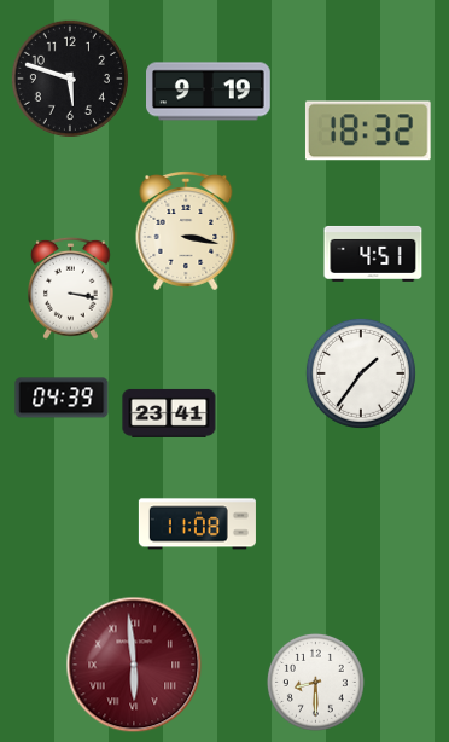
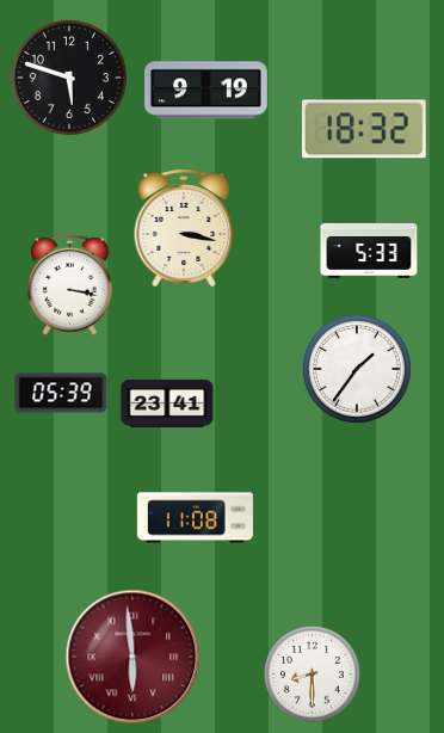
clock at (373, 254): 4:51 -> 5:33
clock at (62, 398): 04:39 -> 05:39
clock at (169, 413) position: (169, 413) -> (167, 404)
